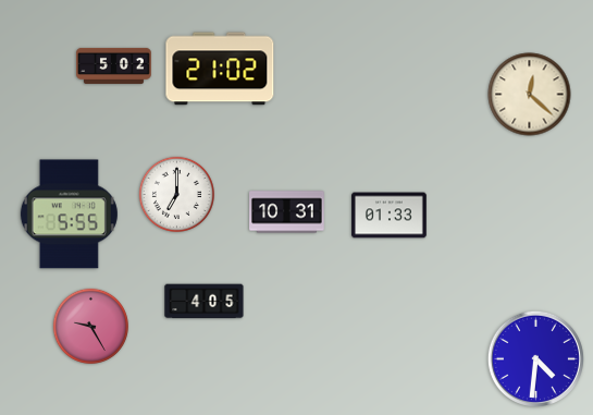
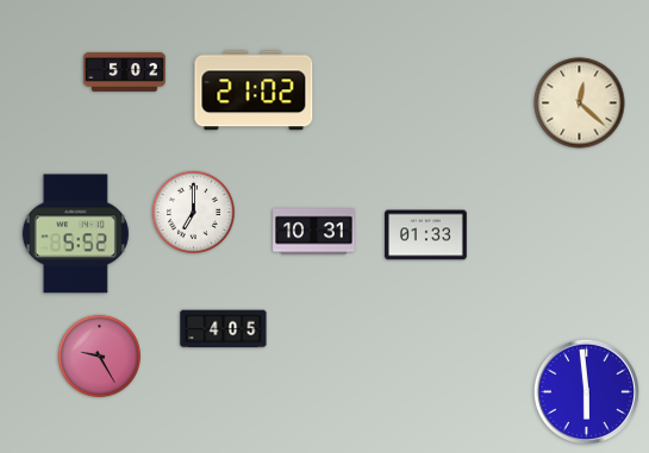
clock at (220, 69) position: (220, 69) -> (254, 90)
clock at (69, 215): 5:55 -> 5:52
clock at (535, 358): 4:31 -> 5:59
